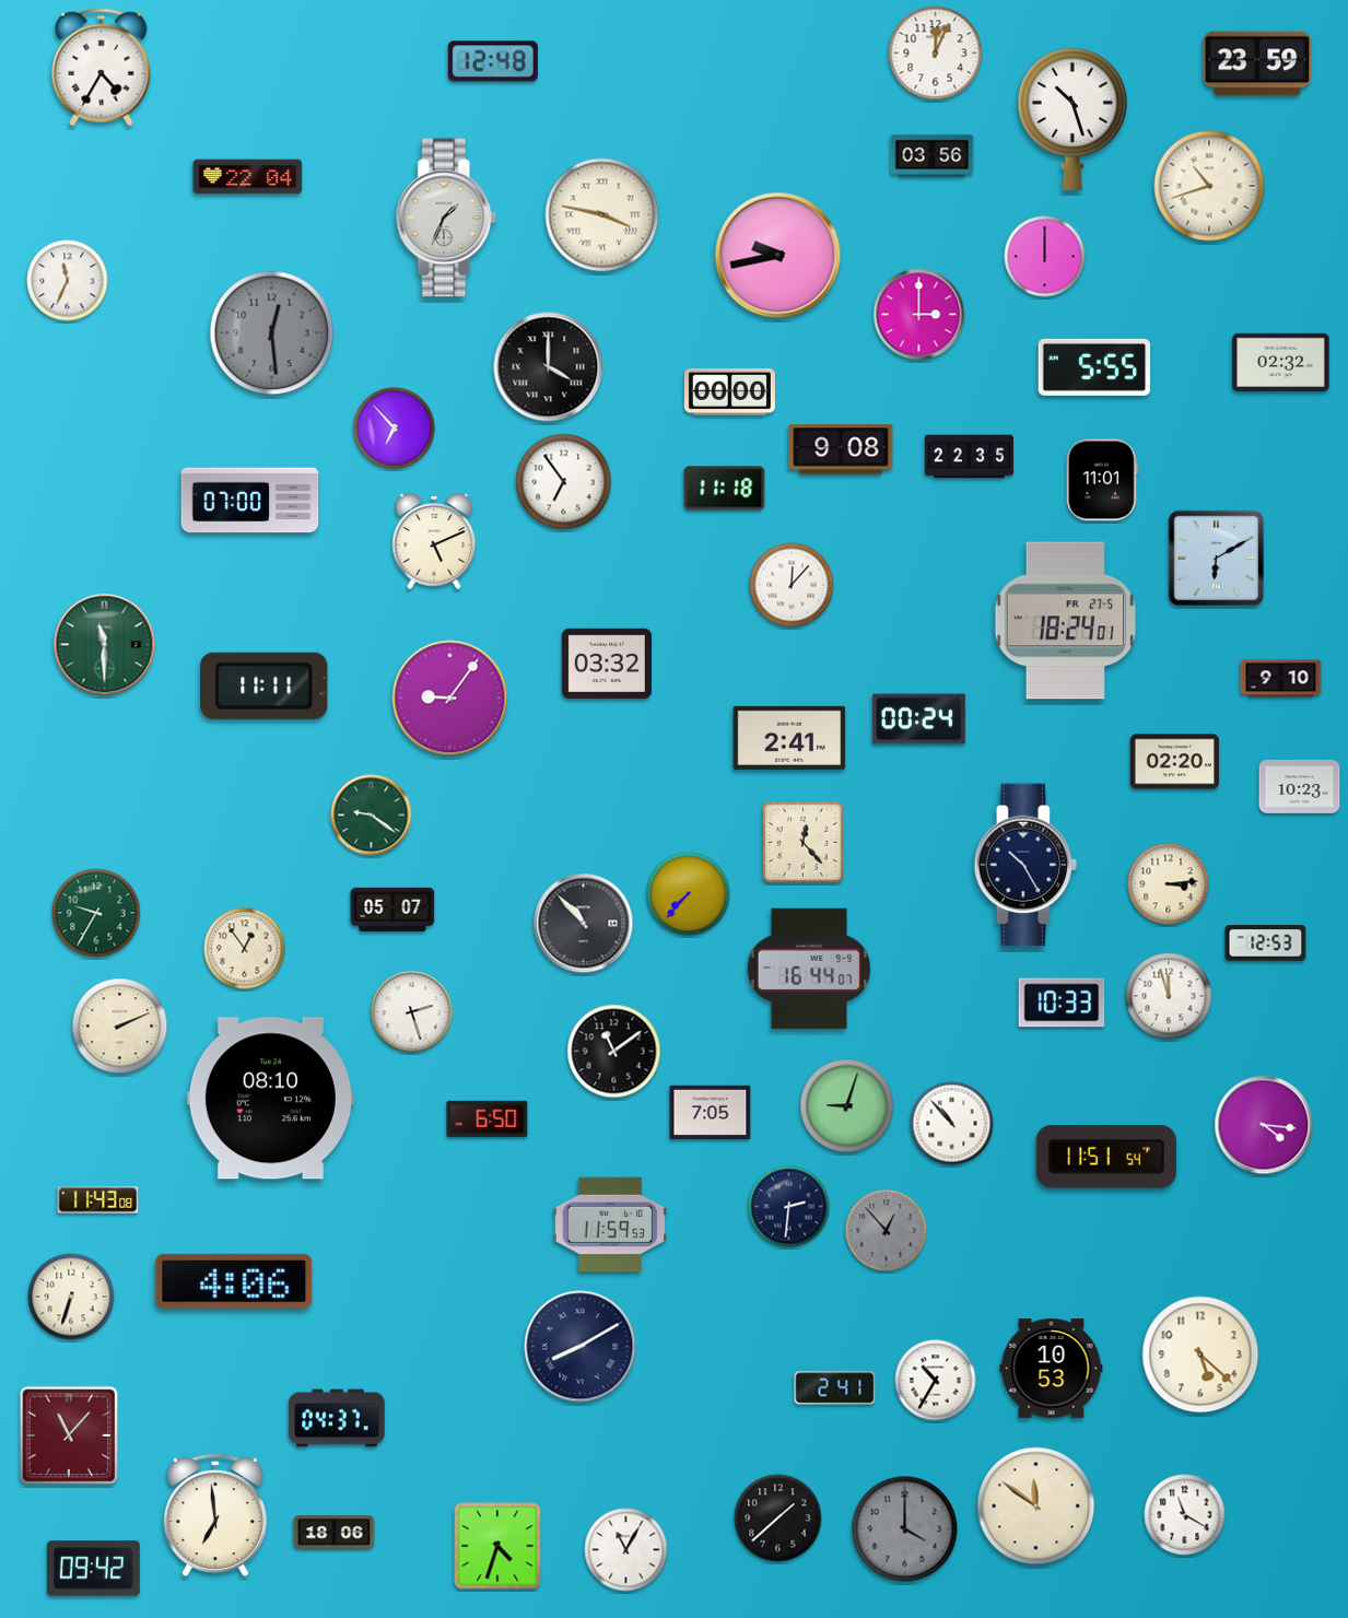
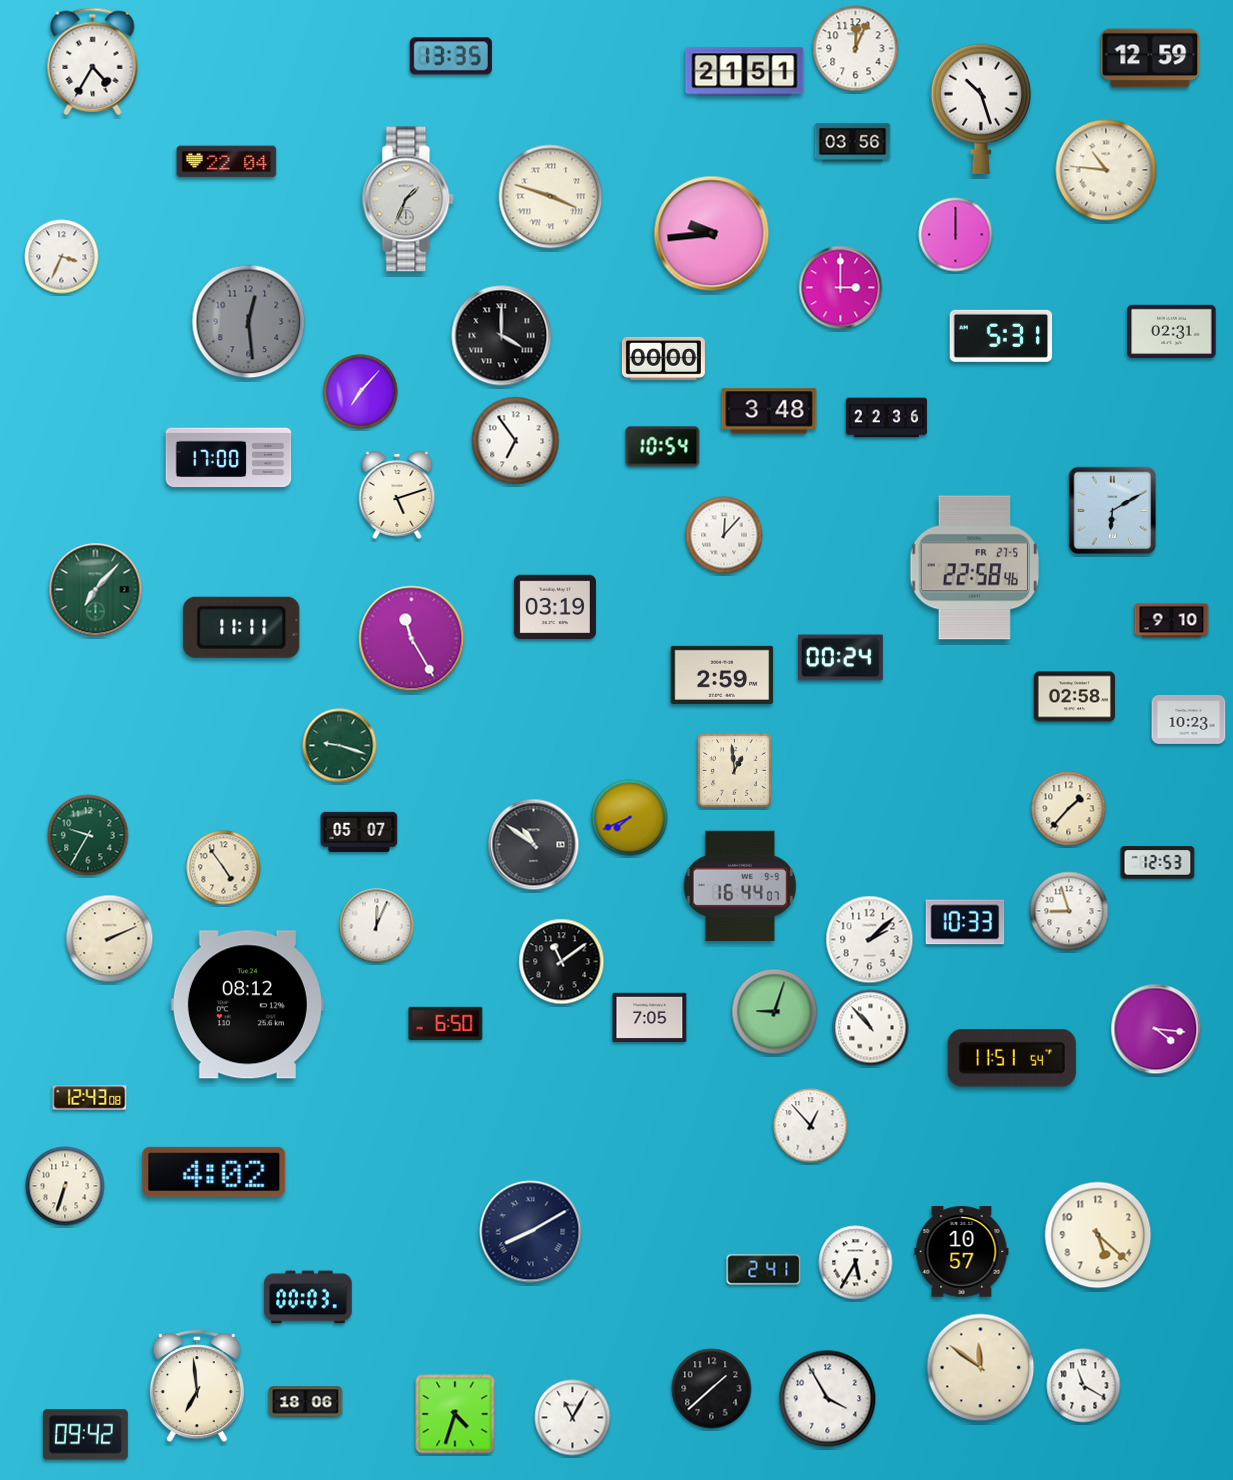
clock at (493, 61): 12:48 -> 13:35
clock at (1257, 63): 23:59 -> 12:59
clock at (745, 72): none -> 21:51
clock at (1209, 186): 10:42 -> 10:46
clock at (602, 215): 3:47 -> 3:48
clock at (778, 256): 9:43 -> 9:44
clock at (68, 281): 11:34 -> 3:34
clock at (272, 333) position: (272, 333) -> (249, 322)
clock at (1281, 362): 02:32 -> 02:31
clock at (1094, 367): 5:55 -> 5:31
clock at (729, 391) position: (729, 391) -> (663, 358)
clock at (395, 429): 6:53 -> 7:07
clock at (841, 449): 9:08 -> 3:48
clock at (969, 457): 22:35 -> 22:36
clock at (1102, 480): 11:01 -> none
clock at (725, 489): 11:18 -> 10:54
clock at (250, 501): 07:00 -> 17:00
clock at (434, 541): 5:11 -> 5:12
clock at (1065, 621): 18:24 -> 22:58
clock at (105, 645): 11:30 -> 7:07
clock at (607, 664): 03:32 -> 03:19
clock at (450, 699): 9:06 -> 11:25
clock at (789, 738): 2:41 -> 2:59
clock at (1174, 762): 02:20 -> 02:58
clock at (372, 816): 9:21 -> 9:18
clock at (802, 842): 12:23 -> 12:59
clock at (1025, 865): 10:25 -> none
clock at (1169, 884): 3:14 -> 1:37
clock at (689, 894): 7:37 -> 7:41
clock at (584, 924): 10:53 -> 10:51
clock at (245, 949): 12:54 -> 4:54
clock at (1169, 996): 11:57 -> 8:57
clock at (1062, 1003) position: (1062, 1003) -> (965, 922)
clock at (412, 1012): 2:27 -> 12:04
clock at (870, 940): none -> 2:08
clock at (270, 1099): 08:10 -> 08:12
clock at (98, 1200): 11:43 -> 12:43
clock at (789, 1207): 2:31 -> none
clock at (610, 1224): 11:59 -> none
clock at (887, 1231) dial: grey -> white
clock at (234, 1281): 4:06 -> 4:02
clock at (1200, 1355) position: (1200, 1355) -> (1098, 1235)
clock at (1052, 1369): 10:53 -> 10:57
clock at (936, 1381): 10:35 -> 5:35
clock at (337, 1418): 04:37 -> 00:03
clock at (69, 1435): 11:07 -> none
clock at (1036, 1506) position: (1036, 1506) -> (981, 1368)
clock at (905, 1529): 4:00 -> 3:55
clock at (905, 1529) dial: grey -> white
